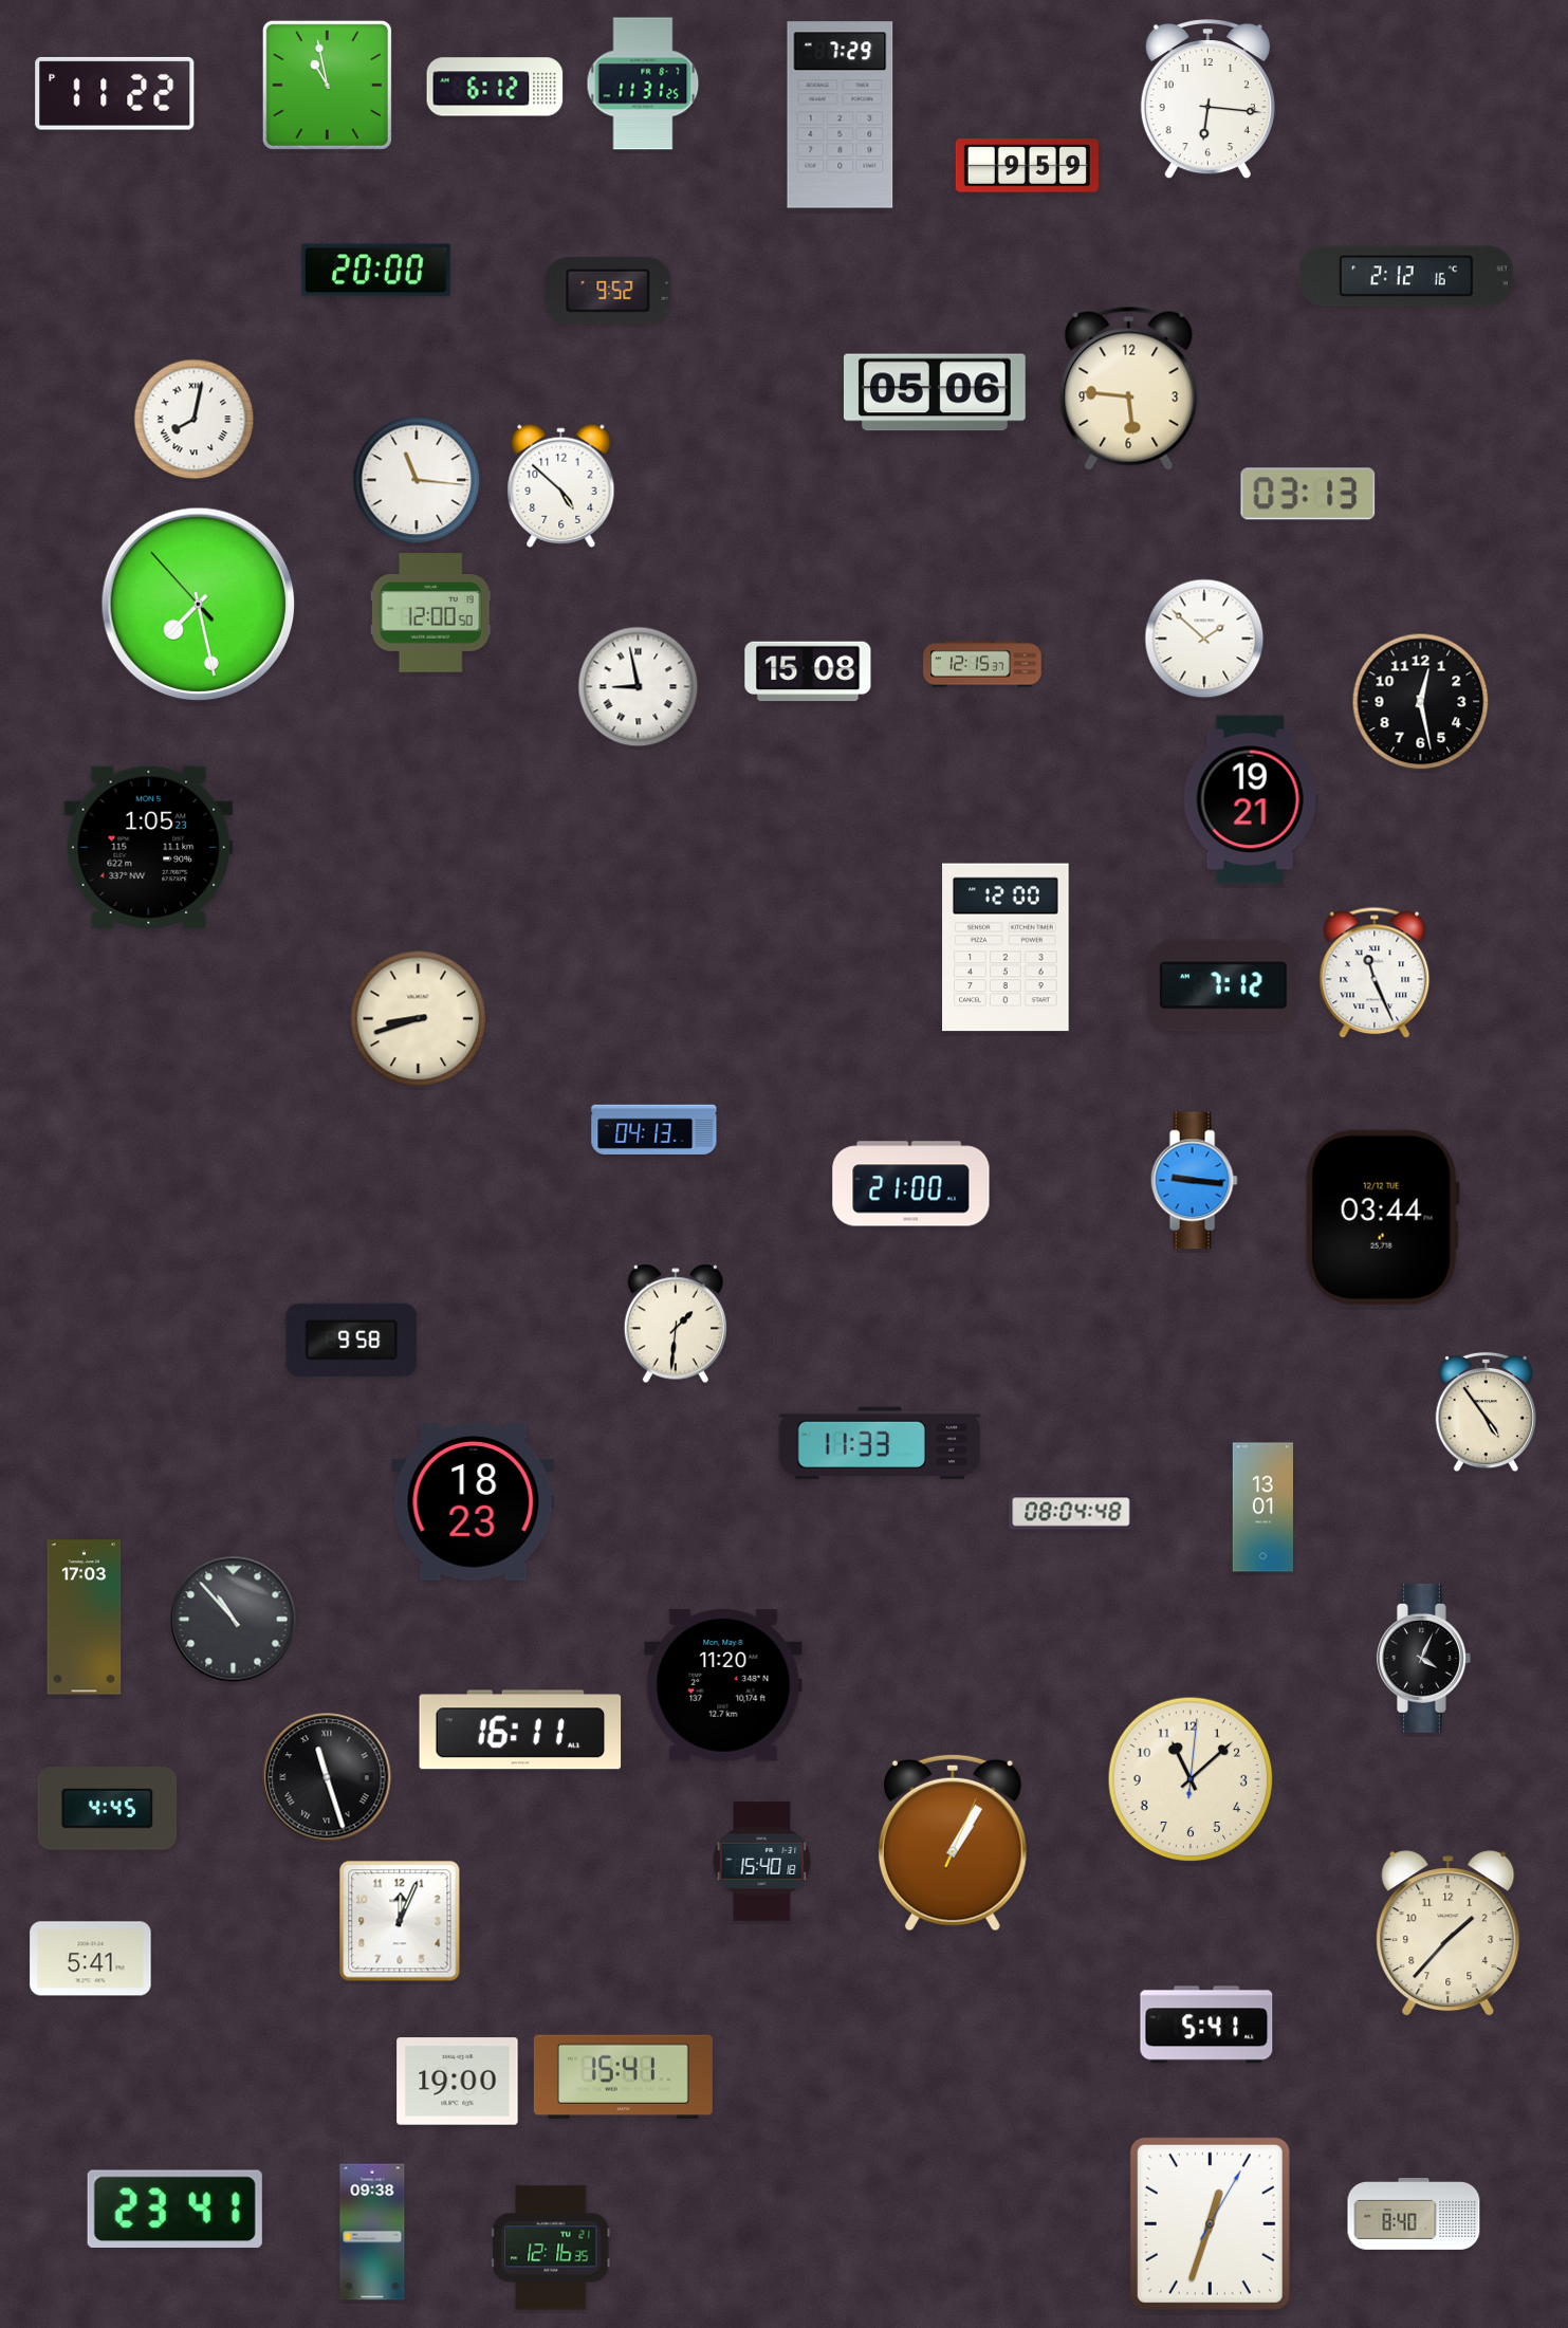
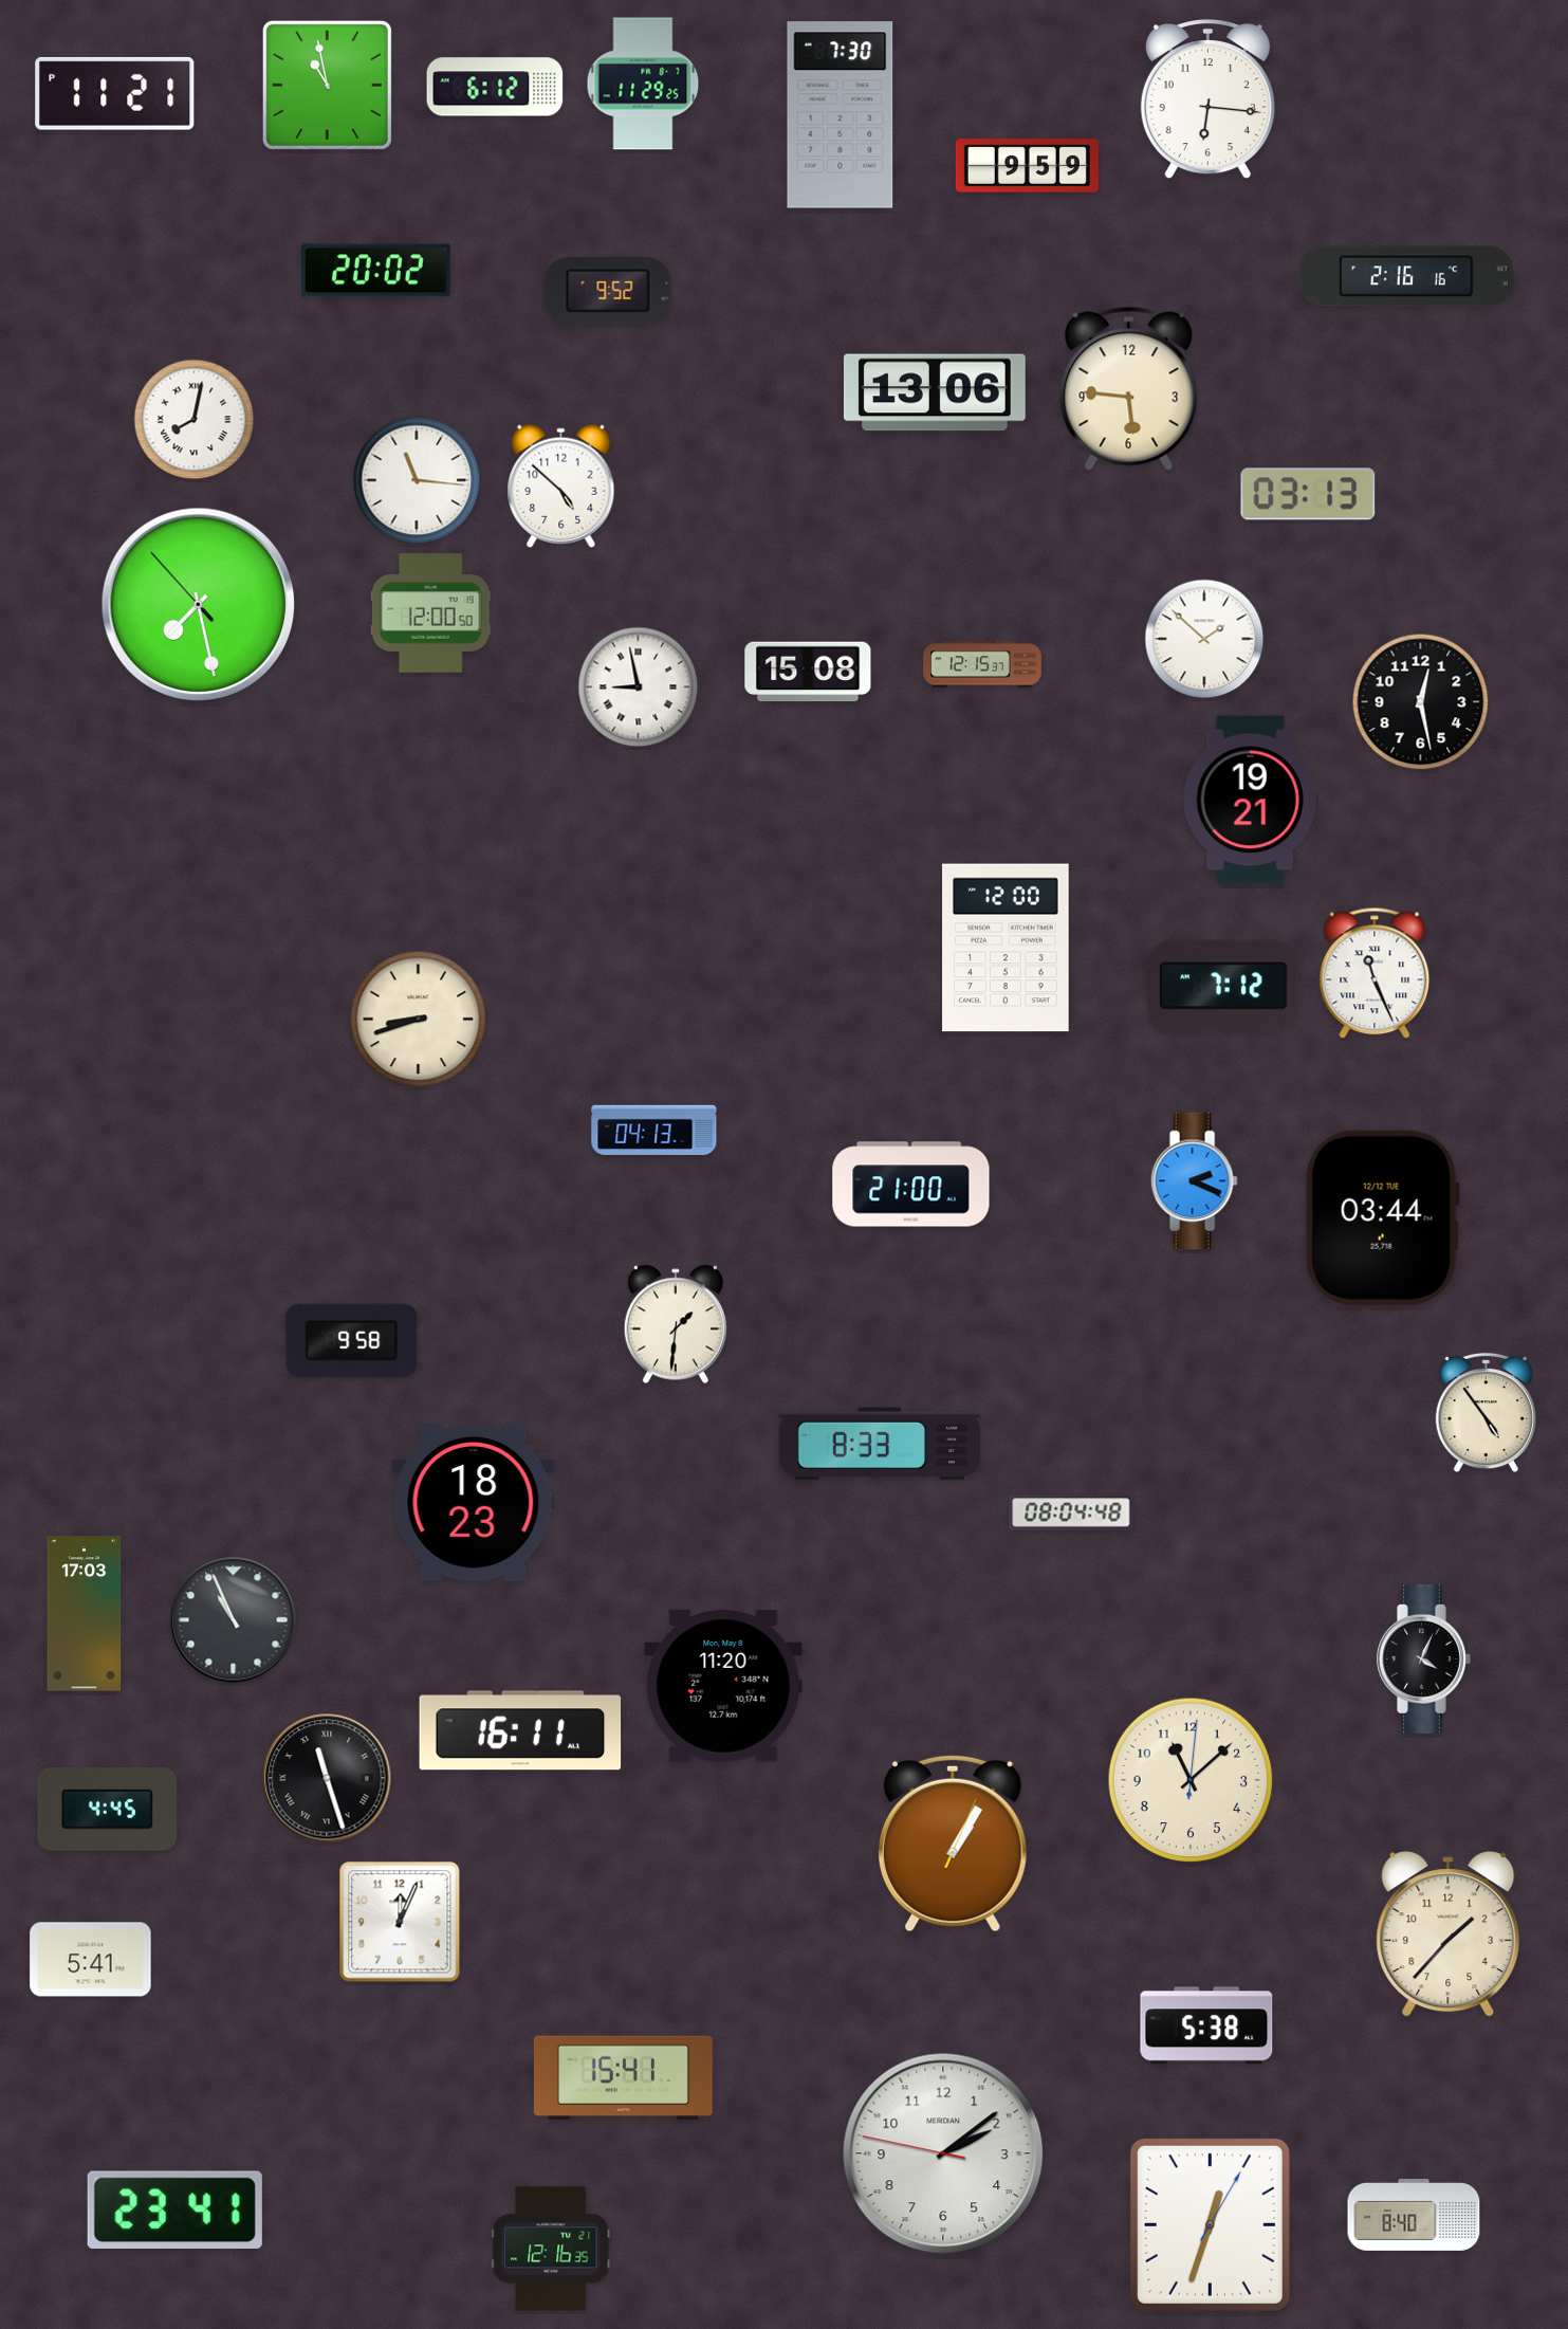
clock at (643, 84): 11:31 -> 11:29
clock at (115, 93): 11:22 -> 11:21
clock at (841, 115): 7:29 -> 7:30
clock at (375, 271): 20:00 -> 20:02
clock at (1406, 276): 2:12 -> 2:16
clock at (935, 392): 05:06 -> 13:06
clock at (149, 847): 1:05 -> none
clock at (1194, 1181): 9:16 -> 2:19
clock at (880, 1443): 11:33 -> 8:33
clock at (1262, 1508): 13:01 -> none
clock at (85, 1618) position: (85, 1618) -> (85, 1614)
clock at (234, 1620): 10:53 -> 10:56
clock at (762, 1862): 15:40 -> none
clock at (1206, 2025): 5:41 -> 5:38
clock at (458, 2082): 19:00 -> none
clock at (943, 2153): none -> 2:08
clock at (372, 2232): 09:38 -> none
